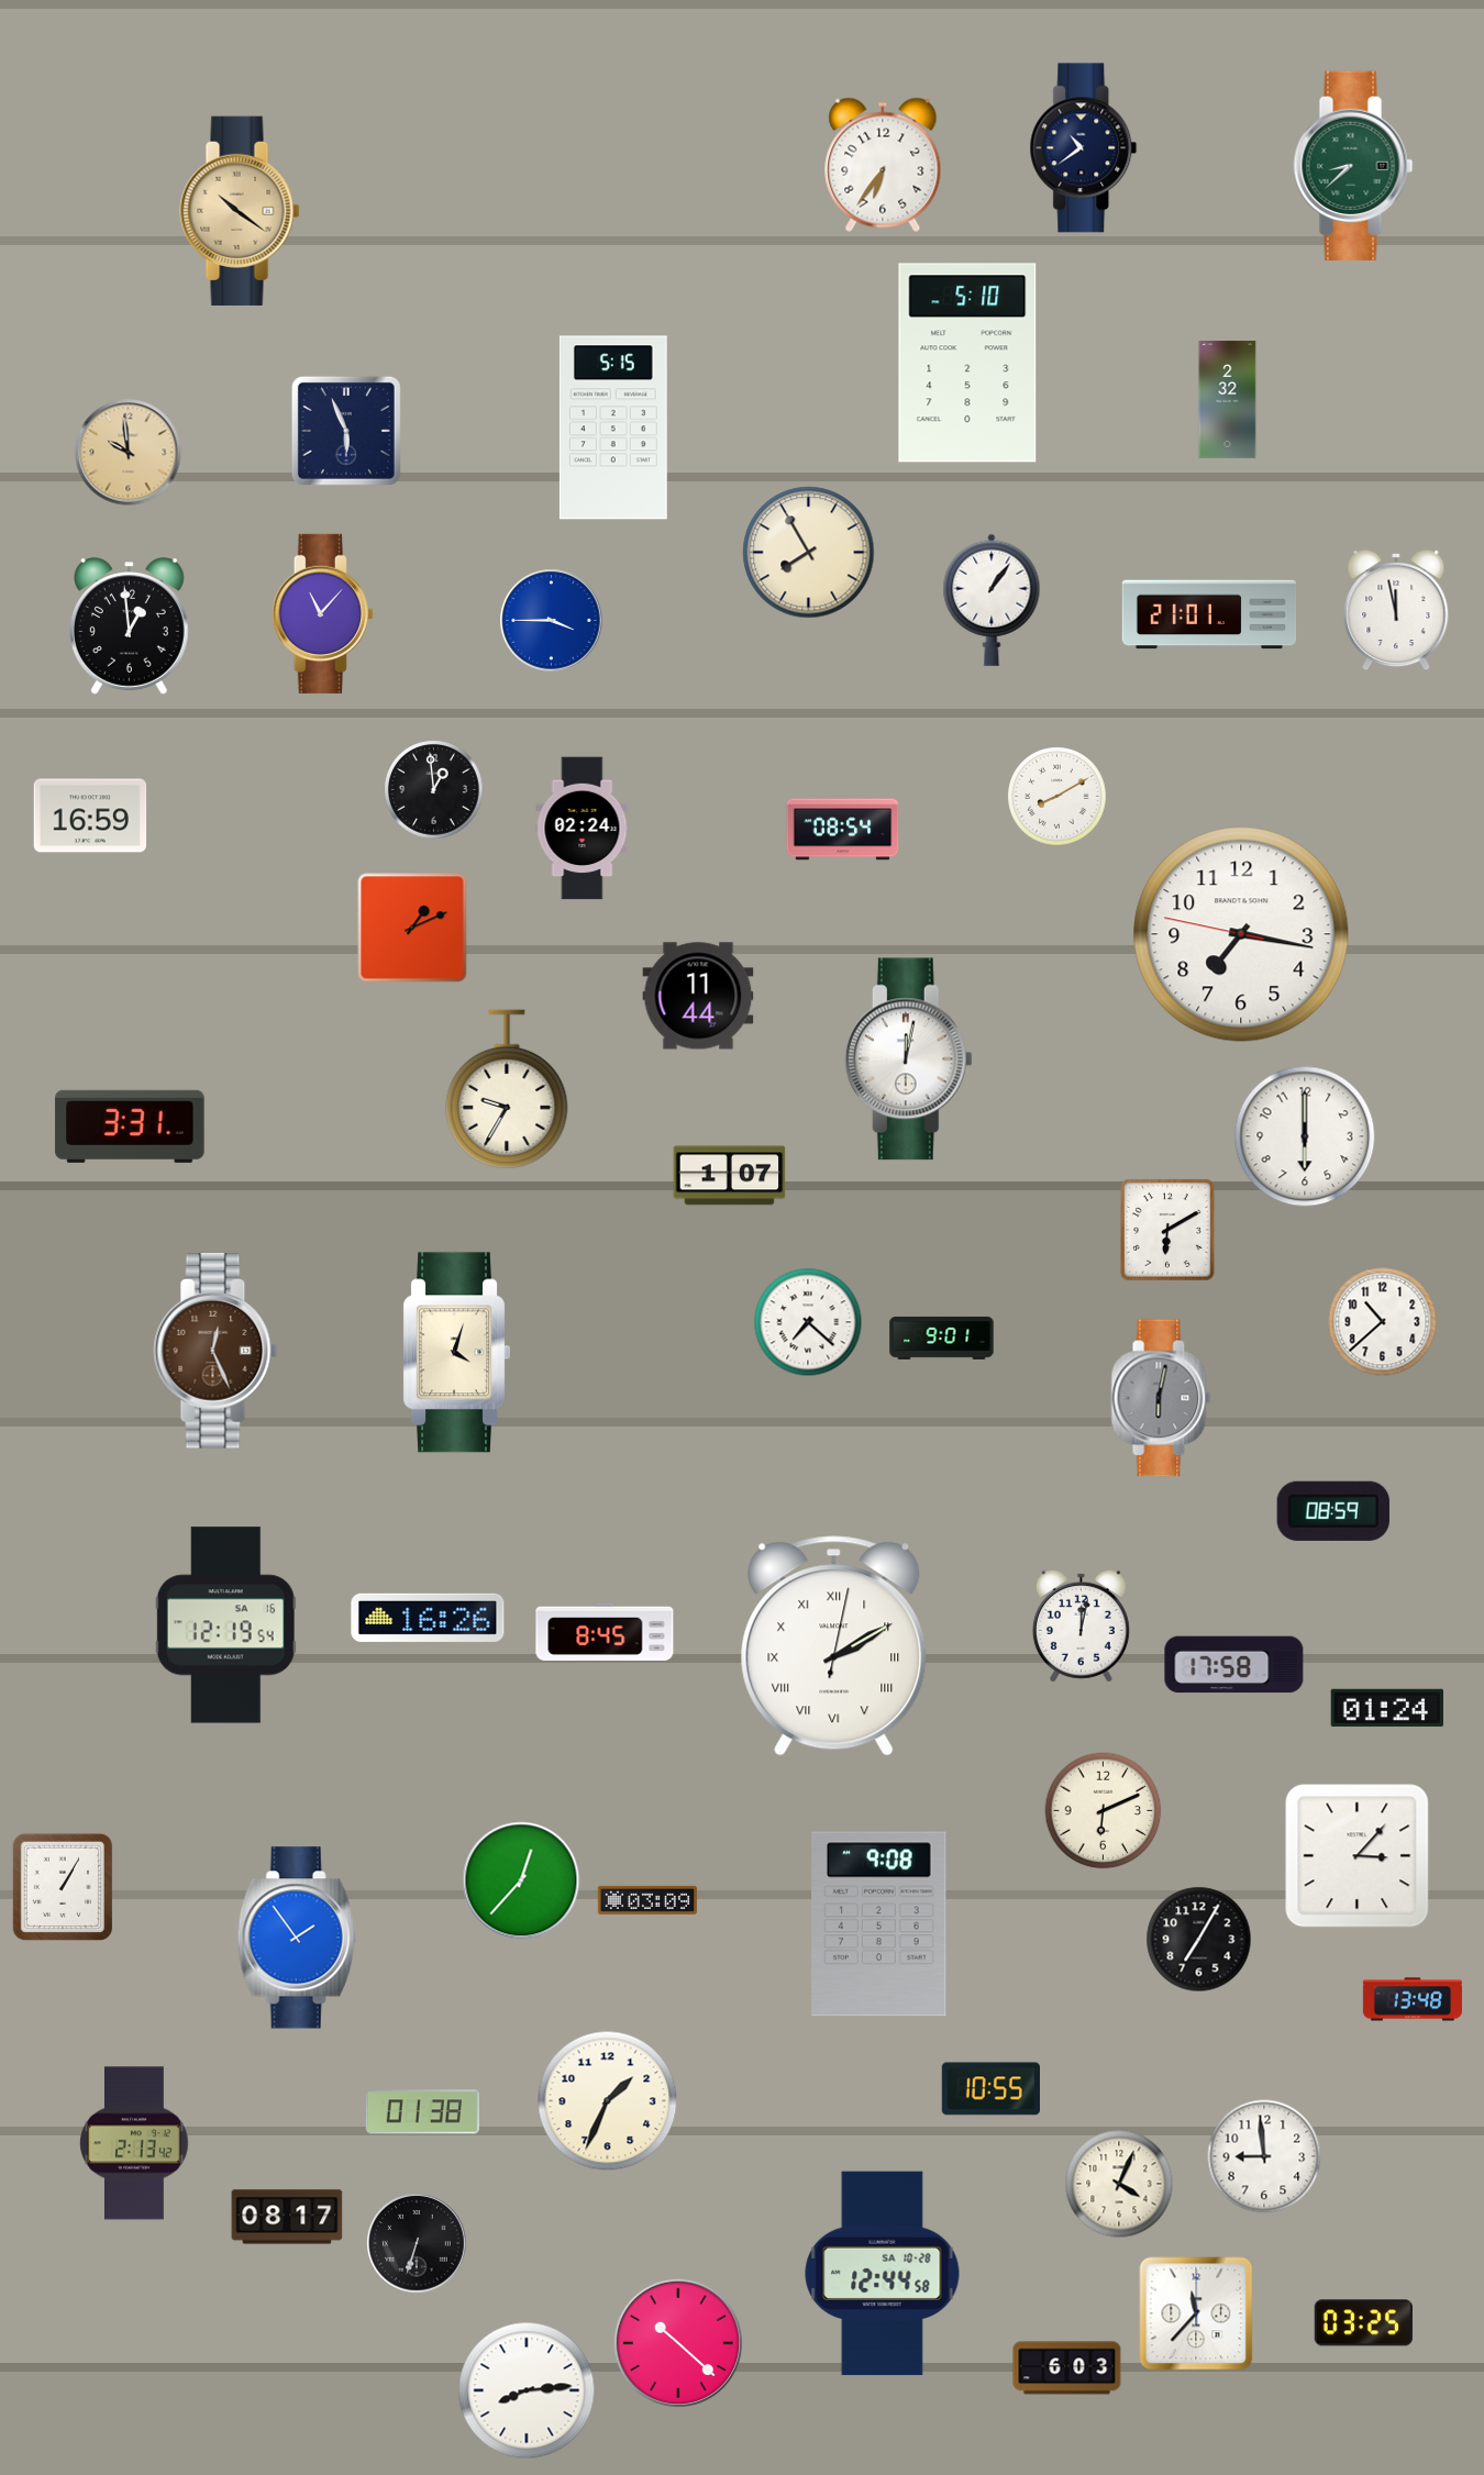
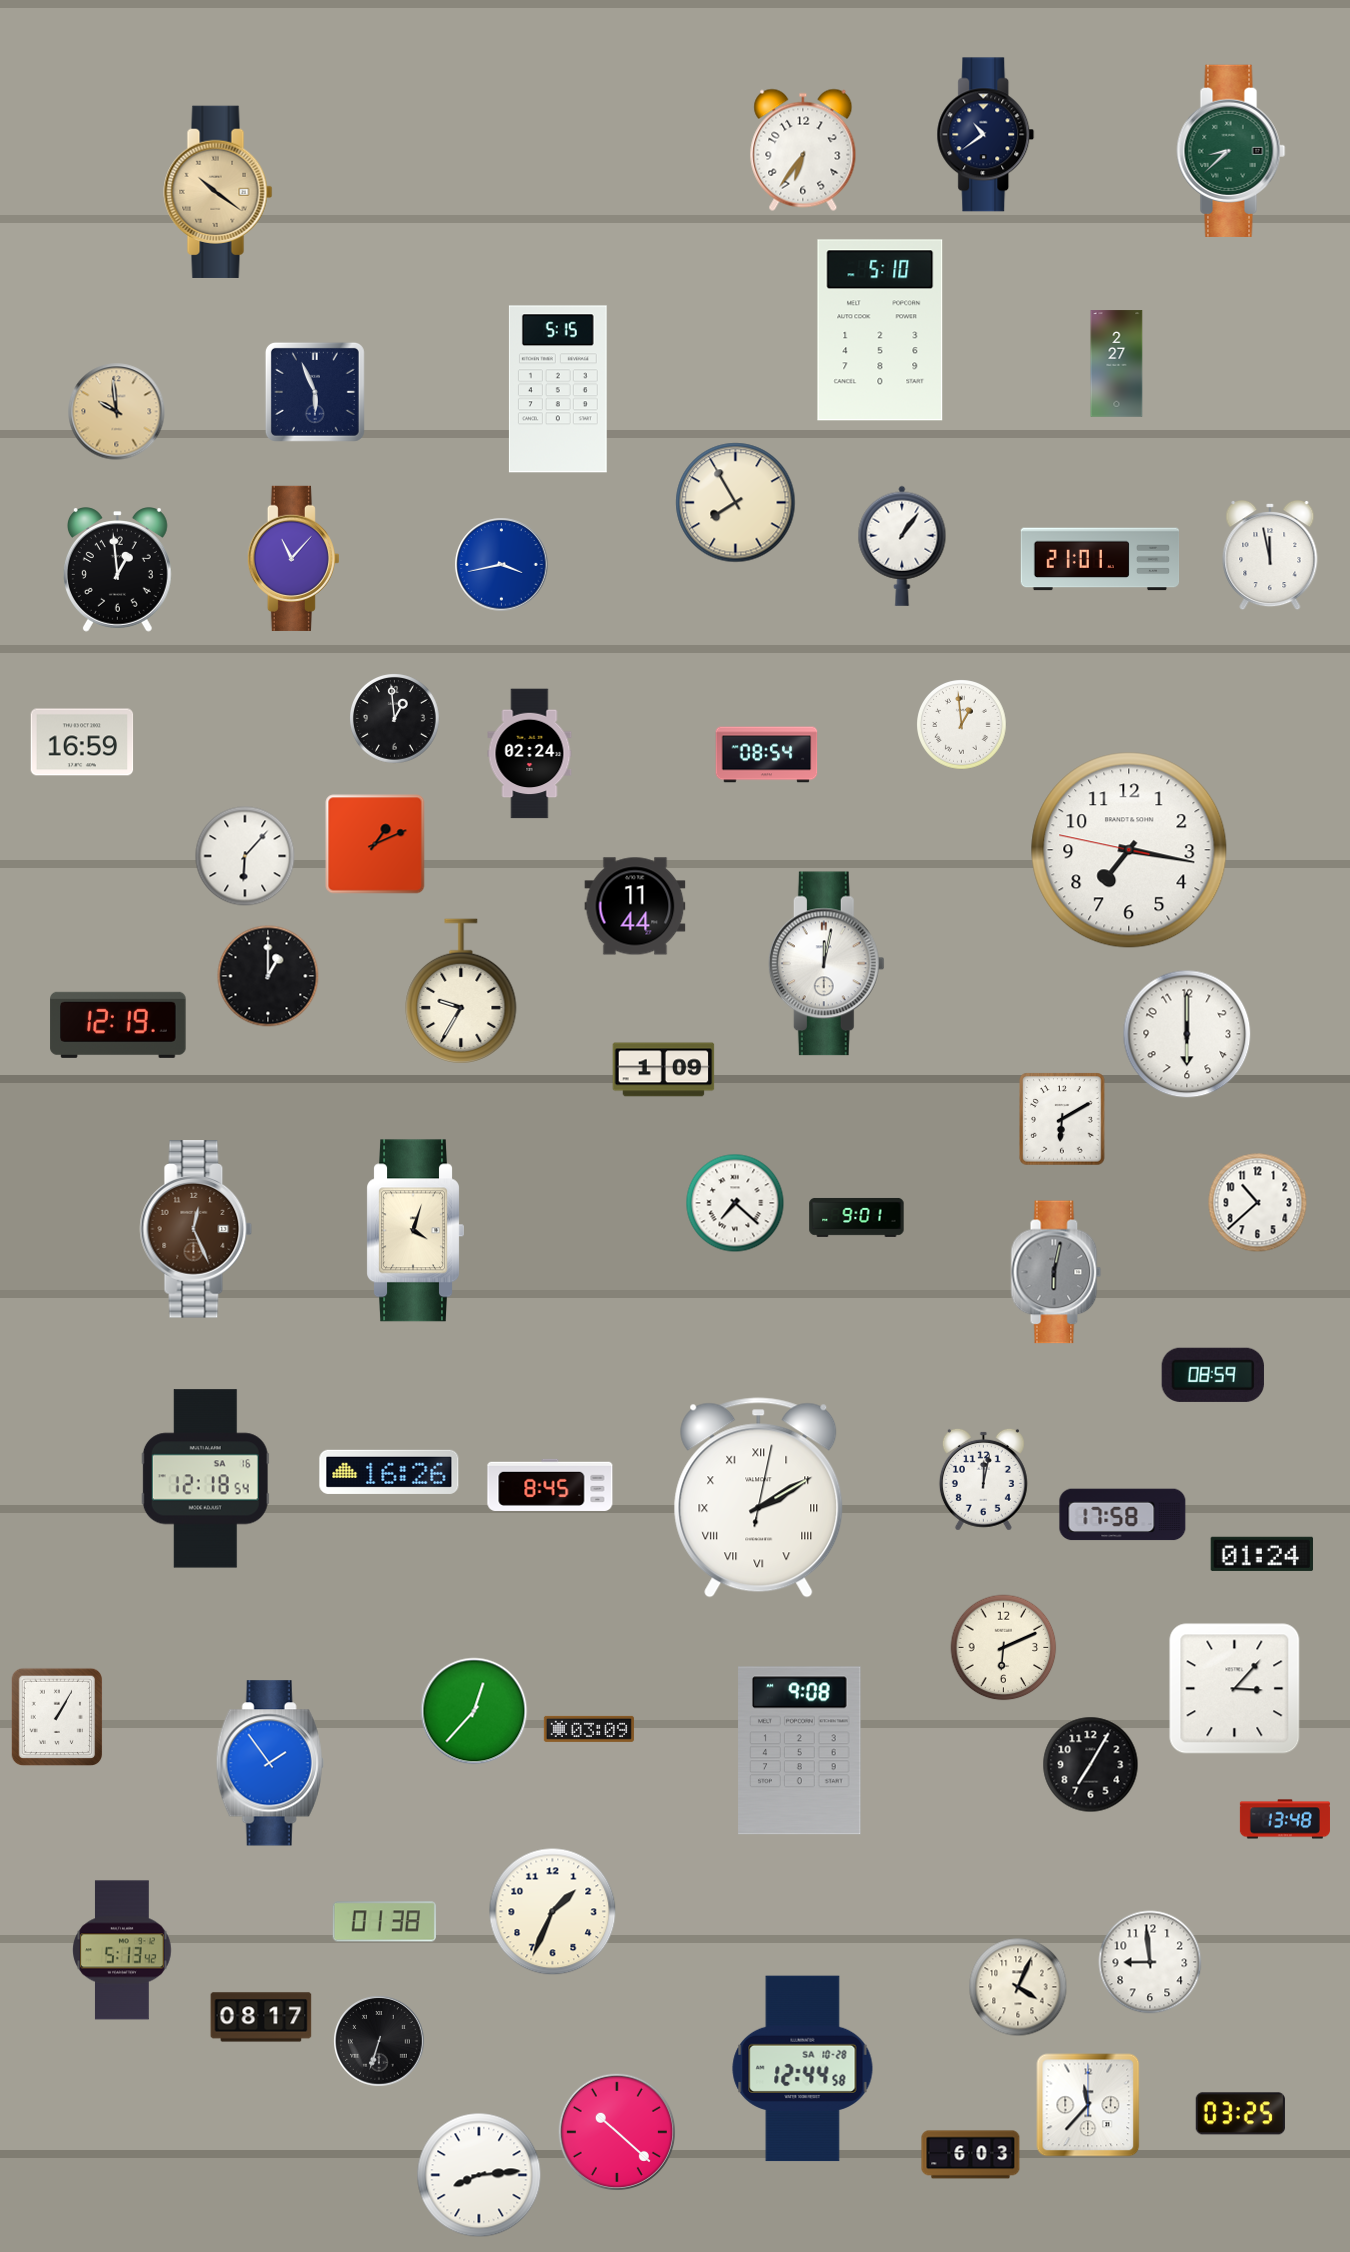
clock at (1228, 400): 2:32 -> 2:27
clock at (552, 621): 3:45 -> 3:43
clock at (1057, 797): 8:10 -> 12:59
clock at (245, 856): none -> 6:07
clock at (268, 976): none -> 1:00
clock at (130, 1126): 3:31 -> 12:19
clock at (730, 1176): 1:07 -> 1:09
clock at (225, 1625): 12:19 -> 12:18
clock at (990, 2089): 10:55 -> none
clock at (134, 2143): 2:13 -> 5:13
